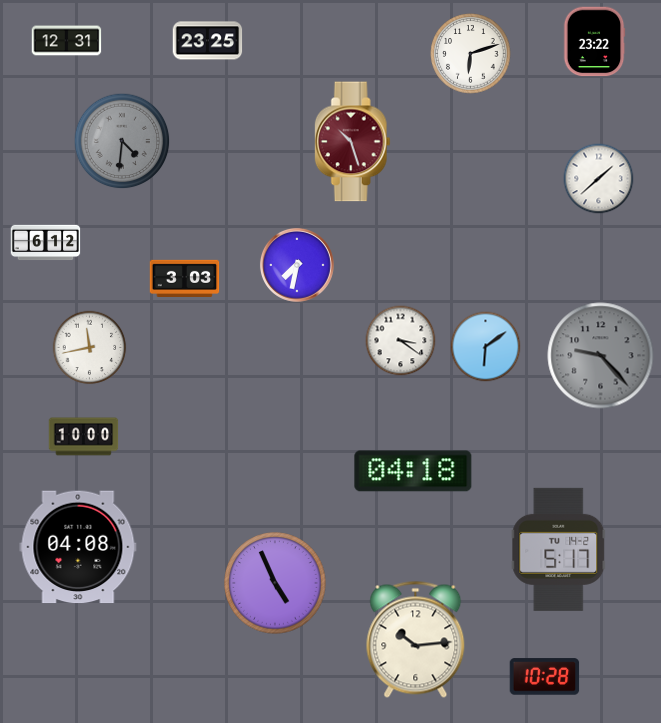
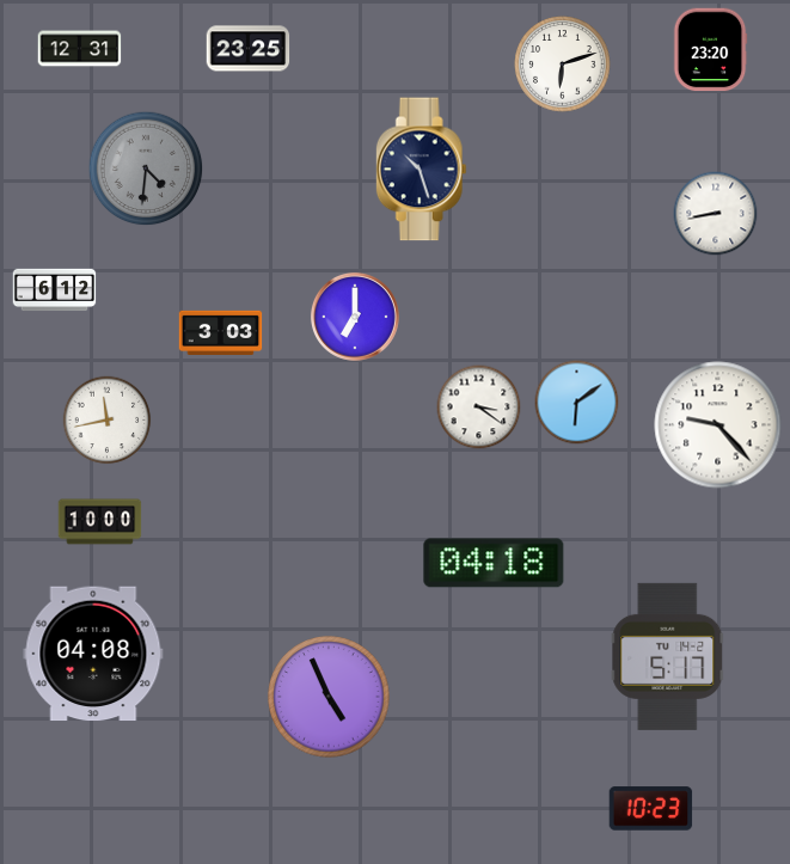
clock at (594, 42): 23:22 -> 23:20
clock at (352, 142) dial: burgundy -> navy
clock at (599, 179): 1:38 -> 8:43
clock at (297, 265): 7:32 -> 7:00
clock at (486, 347) position: (486, 347) -> (577, 403)
clock at (90, 348) position: (90, 348) -> (108, 421)
clock at (601, 356) dial: grey -> white
clock at (416, 639): 10:14 -> none
clock at (545, 677): 10:28 -> 10:23
